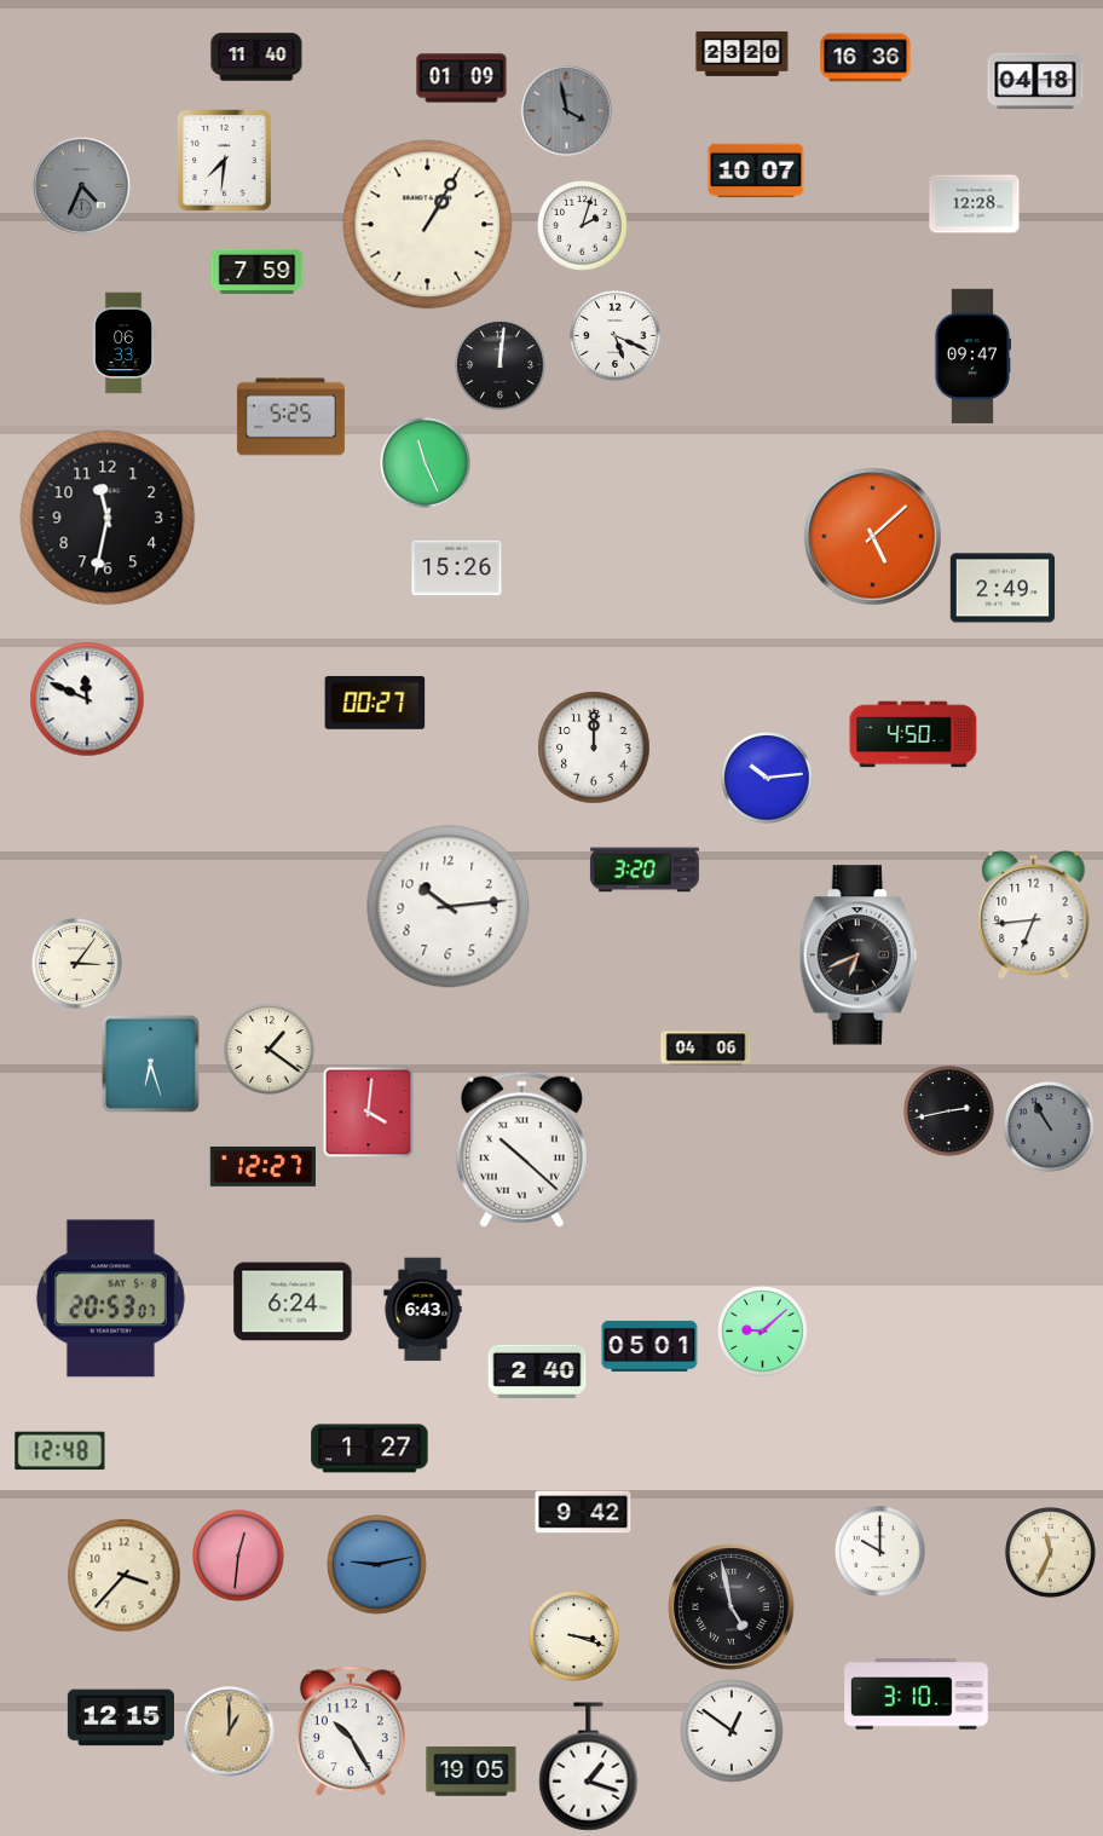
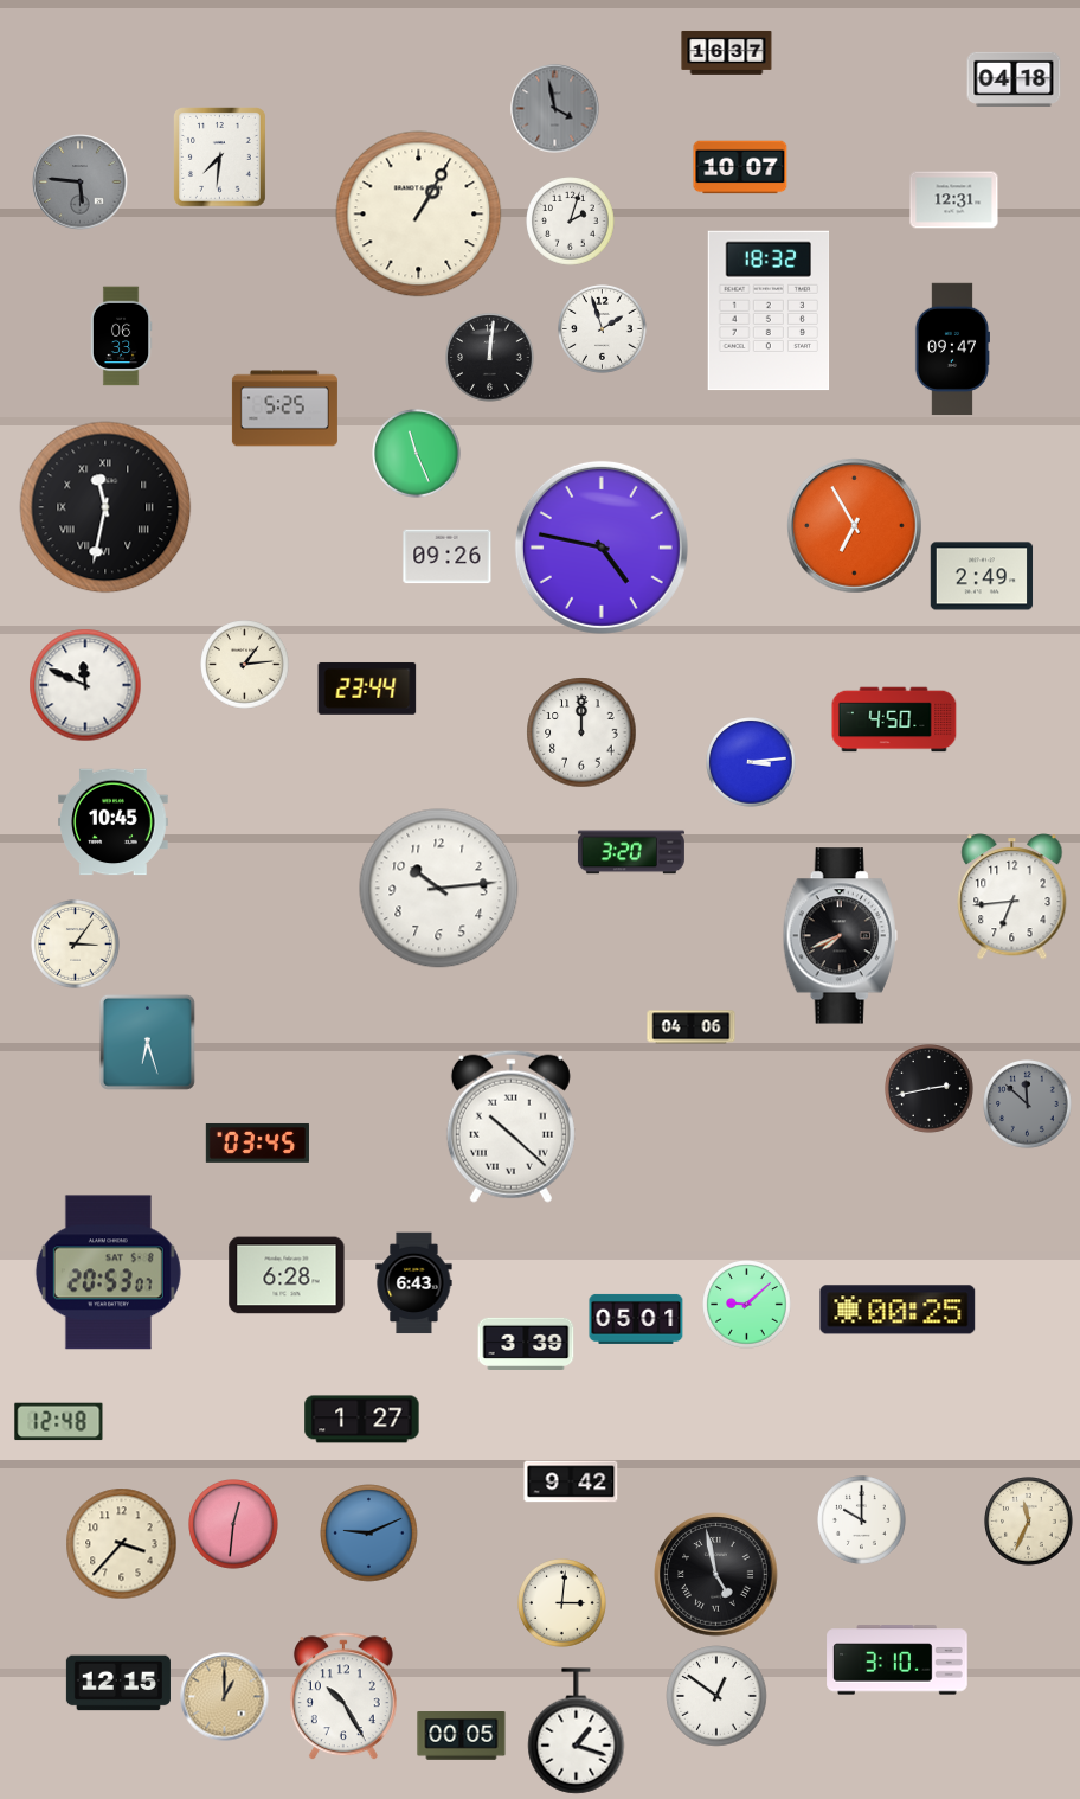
clock at (743, 53): 23:20 -> 16:37
clock at (256, 57): 11:40 -> none
clock at (866, 58): 16:36 -> none
clock at (462, 79): 01:09 -> none
clock at (82, 186): 4:34 -> 5:46
clock at (975, 204): 12:28 -> 12:31
clock at (428, 225) position: (428, 225) -> (419, 215)
clock at (258, 271): 7:59 -> none
clock at (769, 310): none -> 18:32
clock at (616, 336): 5:19 -> 1:57
clock at (108, 518) numerals: Arabic -> Roman
clock at (873, 537): 5:08 -> 6:55
clock at (602, 548): none -> 4:47
clock at (457, 568): 15:26 -> 09:26
clock at (245, 665): none -> 1:14
clock at (375, 703): 00:27 -> 23:44
clock at (767, 778): 10:14 -> 3:14
clock at (114, 822): none -> 10:45
clock at (857, 955): 6:41 -> 7:41
clock at (270, 1050): 1:21 -> none
clock at (369, 1113): 4:01 -> none
clock at (1050, 1127): 10:55 -> 11:52
clock at (262, 1166): 12:27 -> 03:45
clock at (293, 1301): 6:24 -> 6:28
clock at (898, 1310): none -> 00:25
clock at (537, 1370): 2:40 -> 3:39
clock at (377, 1565): 9:13 -> 9:11
clock at (574, 1636): 3:18 -> 3:01
clock at (472, 1772): 19:05 -> 00:05
